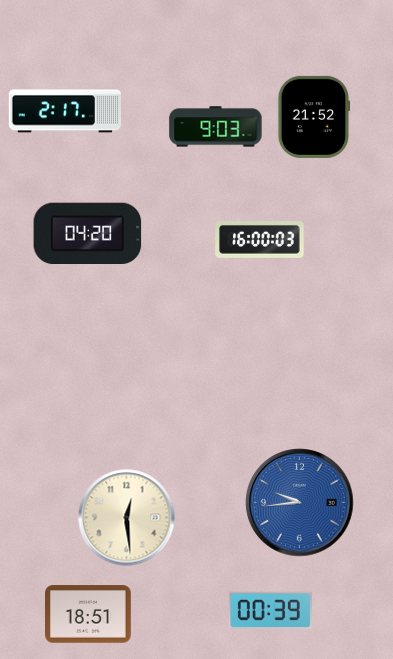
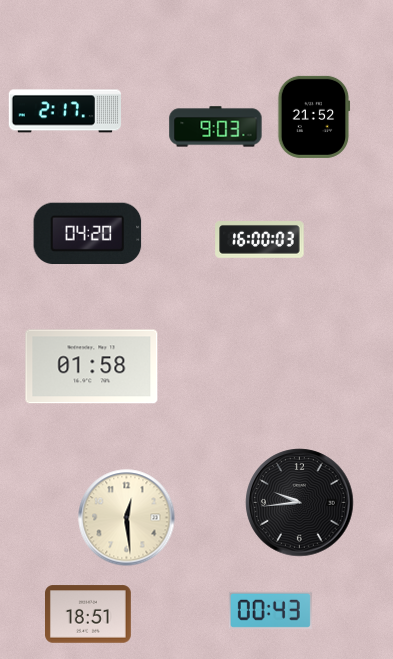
clock at (92, 367): none -> 01:58
clock at (300, 503) dial: blue -> black
clock at (270, 610): 00:39 -> 00:43
